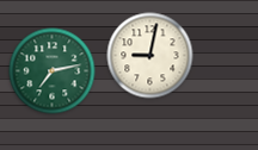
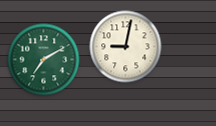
clock at (53, 71): 7:13 -> 7:10
